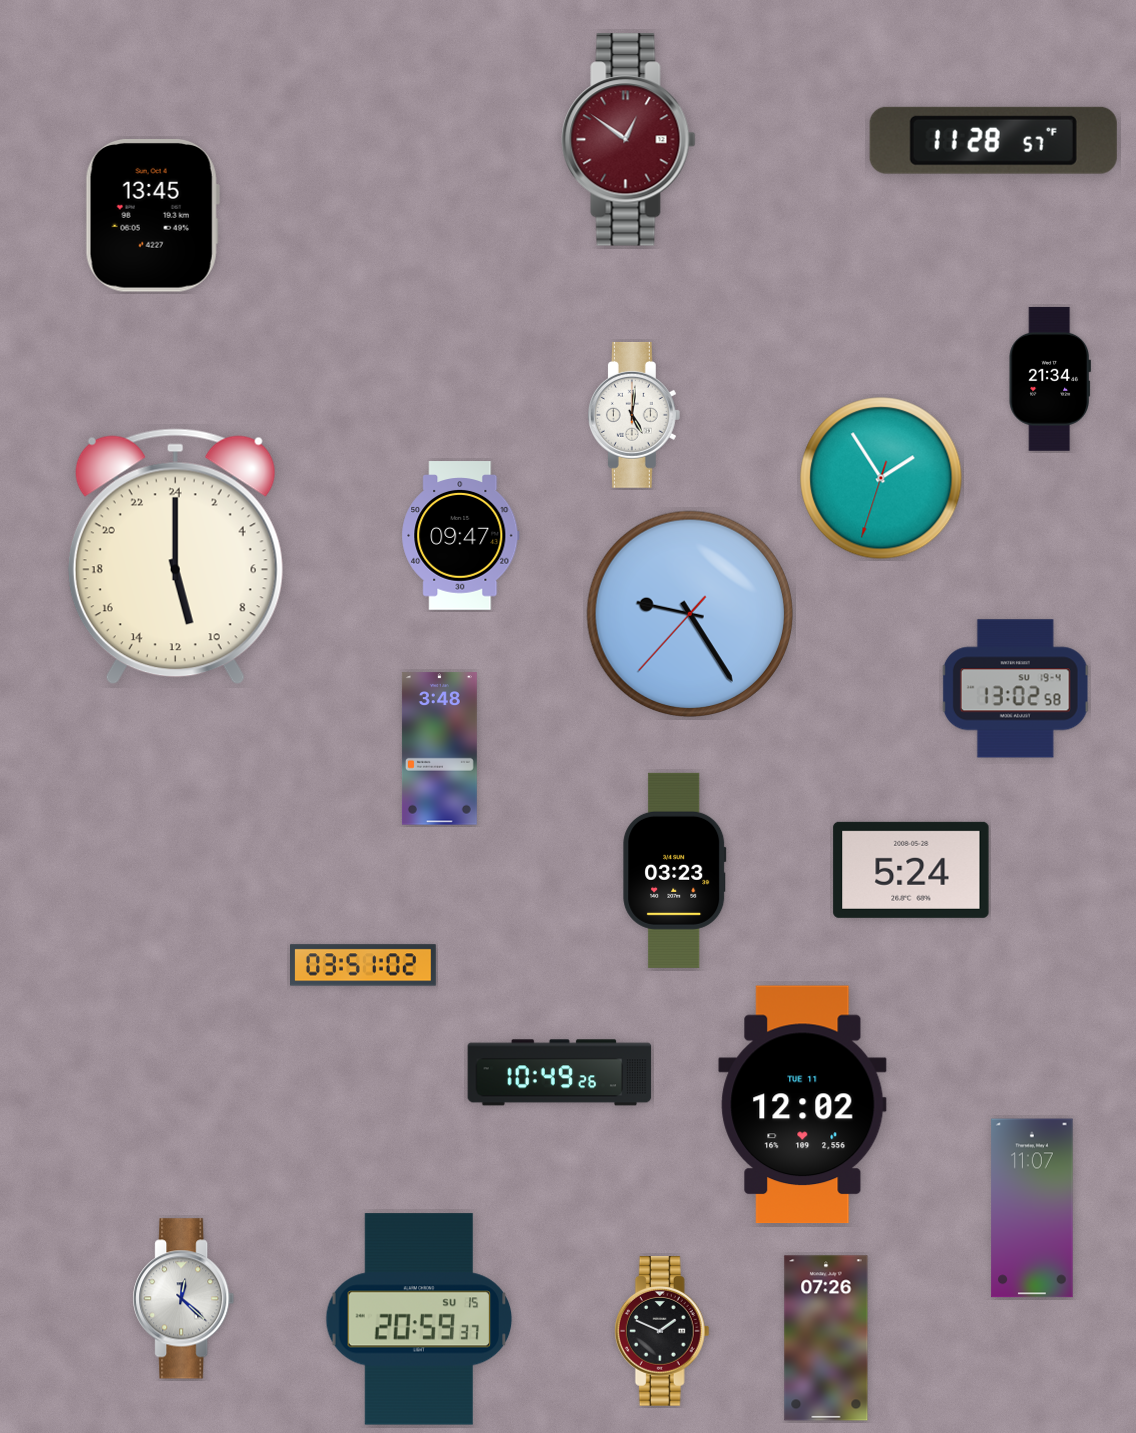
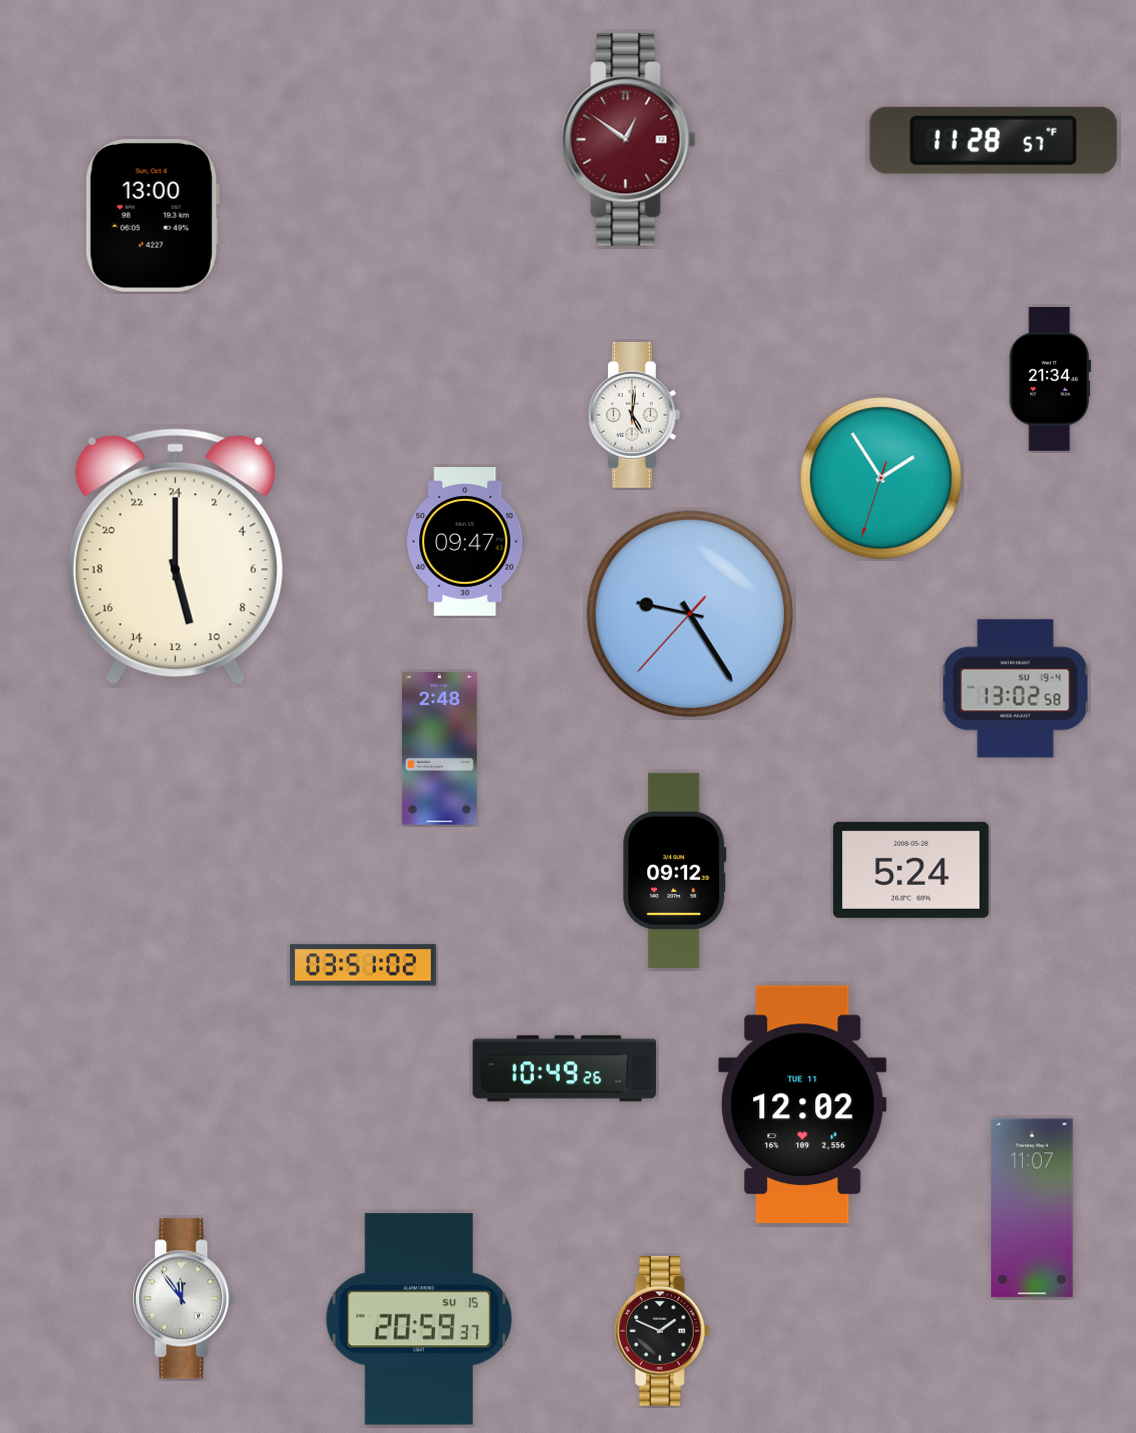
clock at (152, 216): 13:45 -> 13:00
clock at (461, 536) position: (461, 536) -> (466, 542)
clock at (439, 749): 3:48 -> 2:48
clock at (675, 870): 03:23 -> 09:12
clock at (560, 1073) position: (560, 1073) -> (565, 1069)
clock at (184, 1299): 12:22 -> 11:54
clock at (826, 1338): 07:26 -> none
